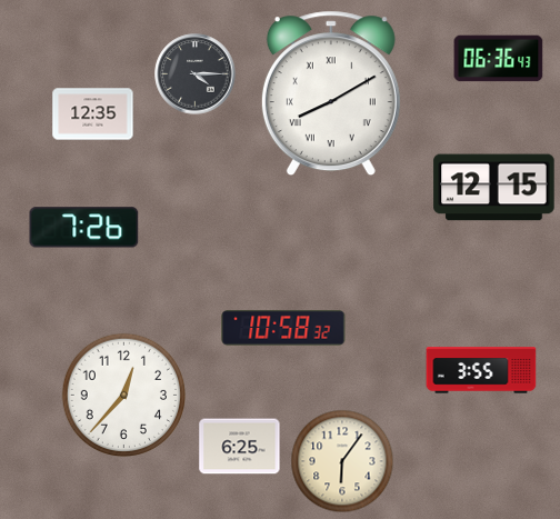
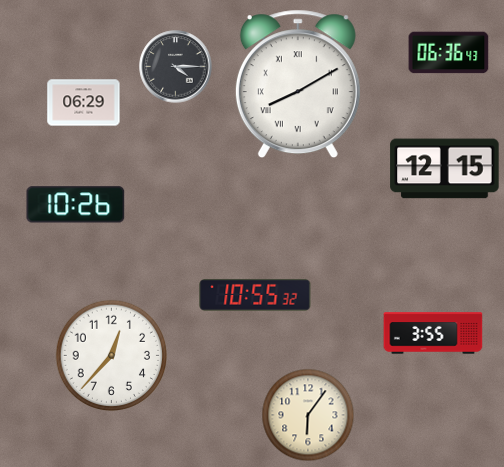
clock at (93, 114): 12:35 -> 06:29
clock at (84, 228): 7:26 -> 10:26
clock at (283, 328): 10:58 -> 10:55
clock at (240, 447): 6:25 -> none
